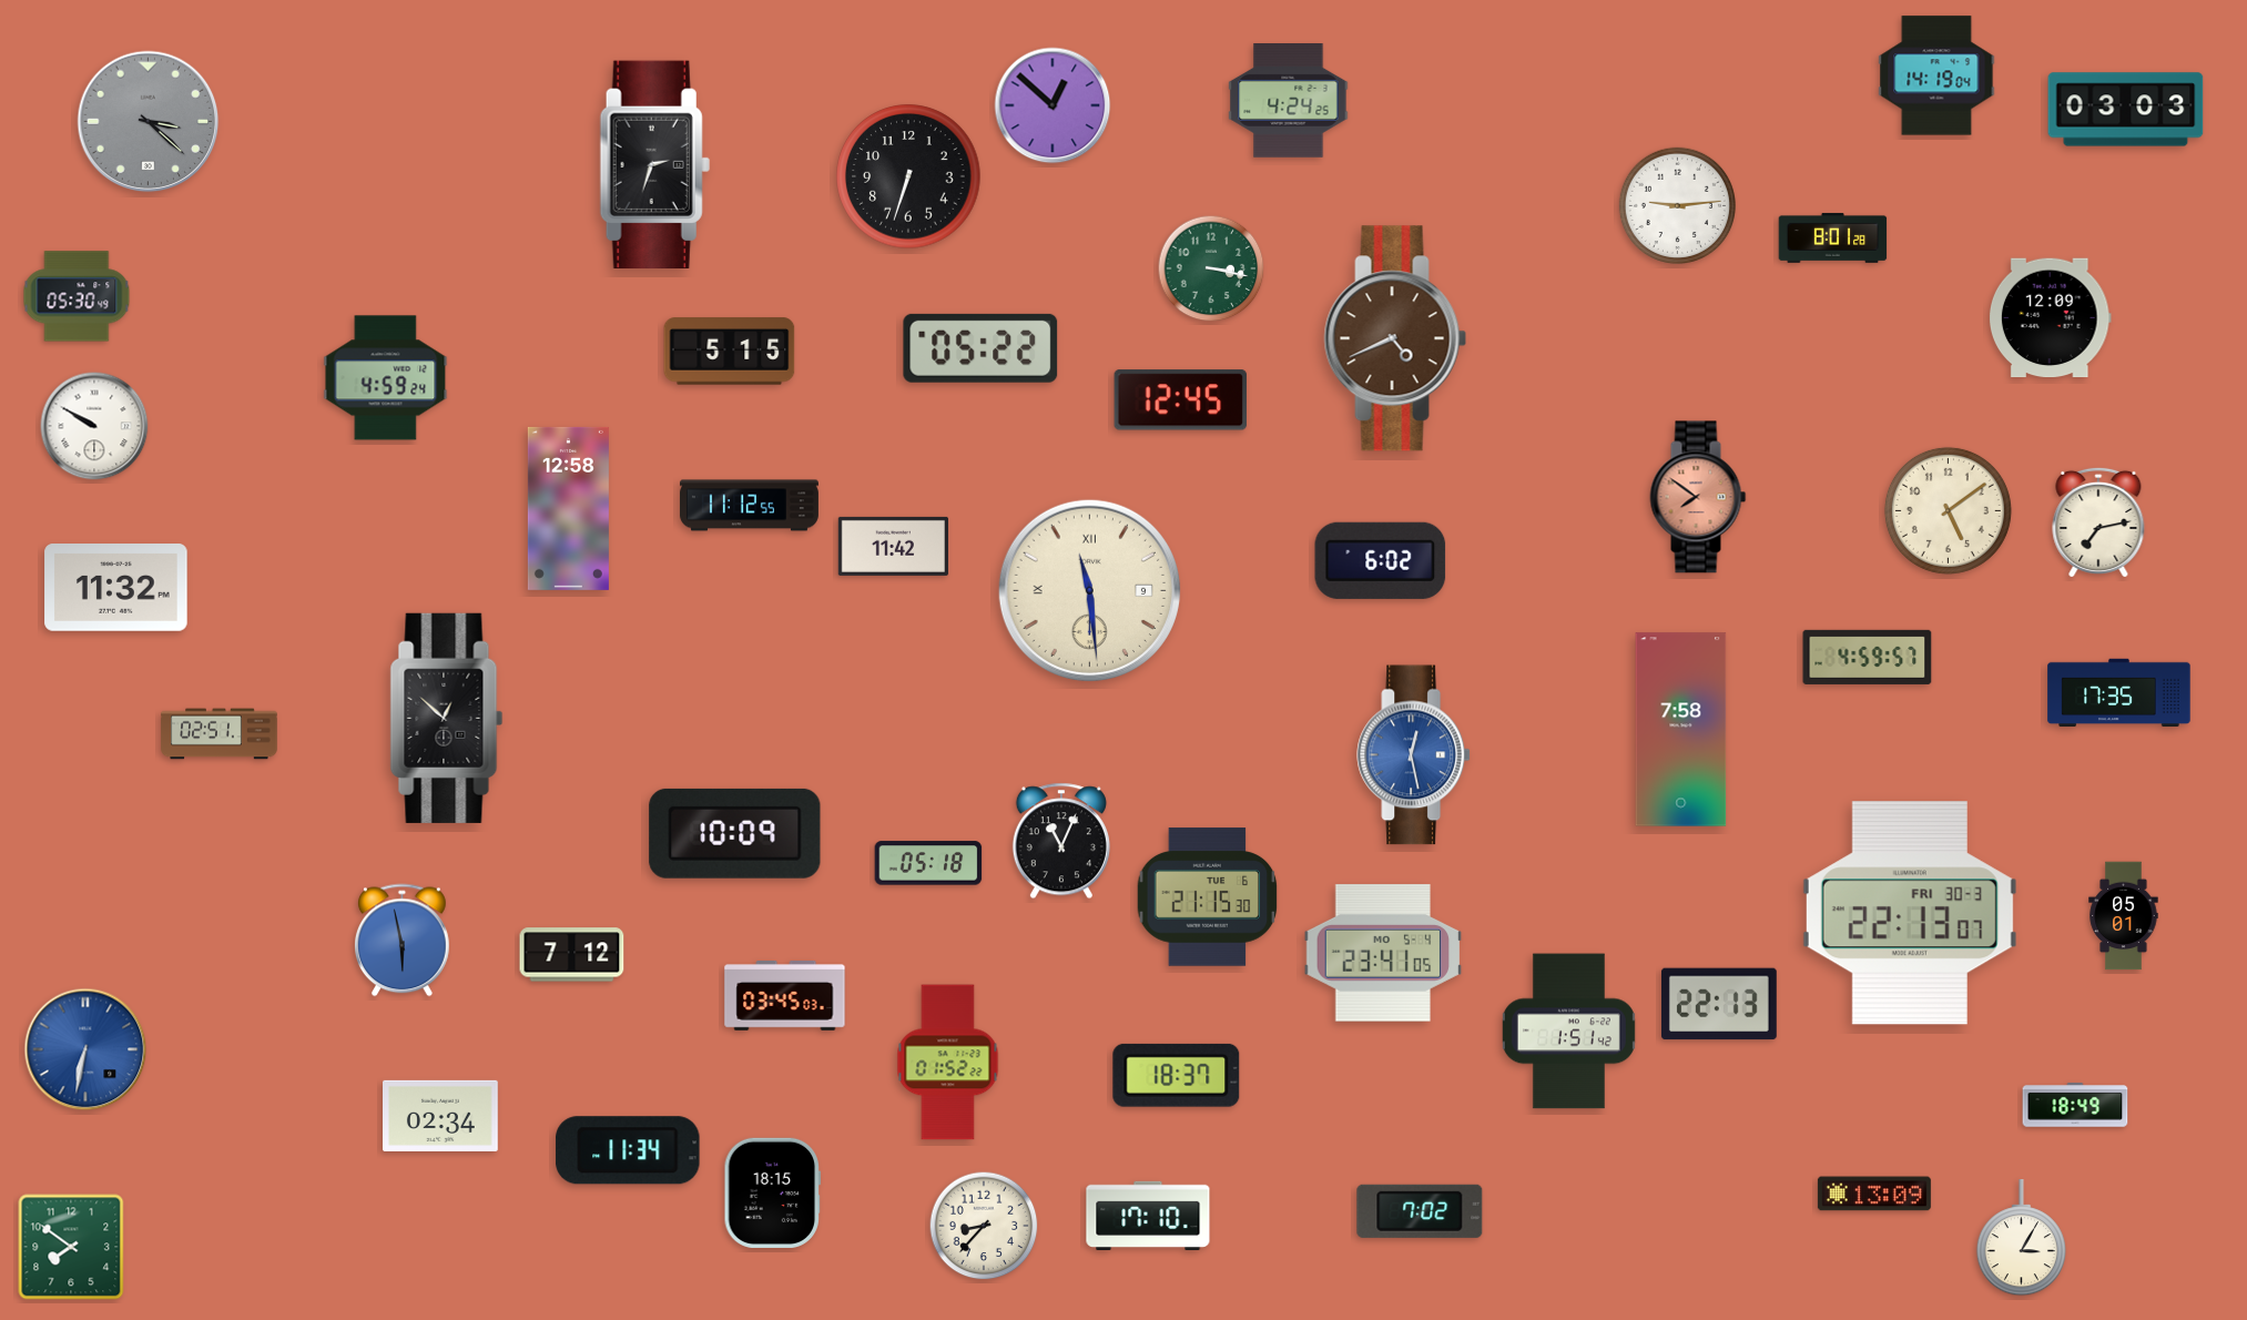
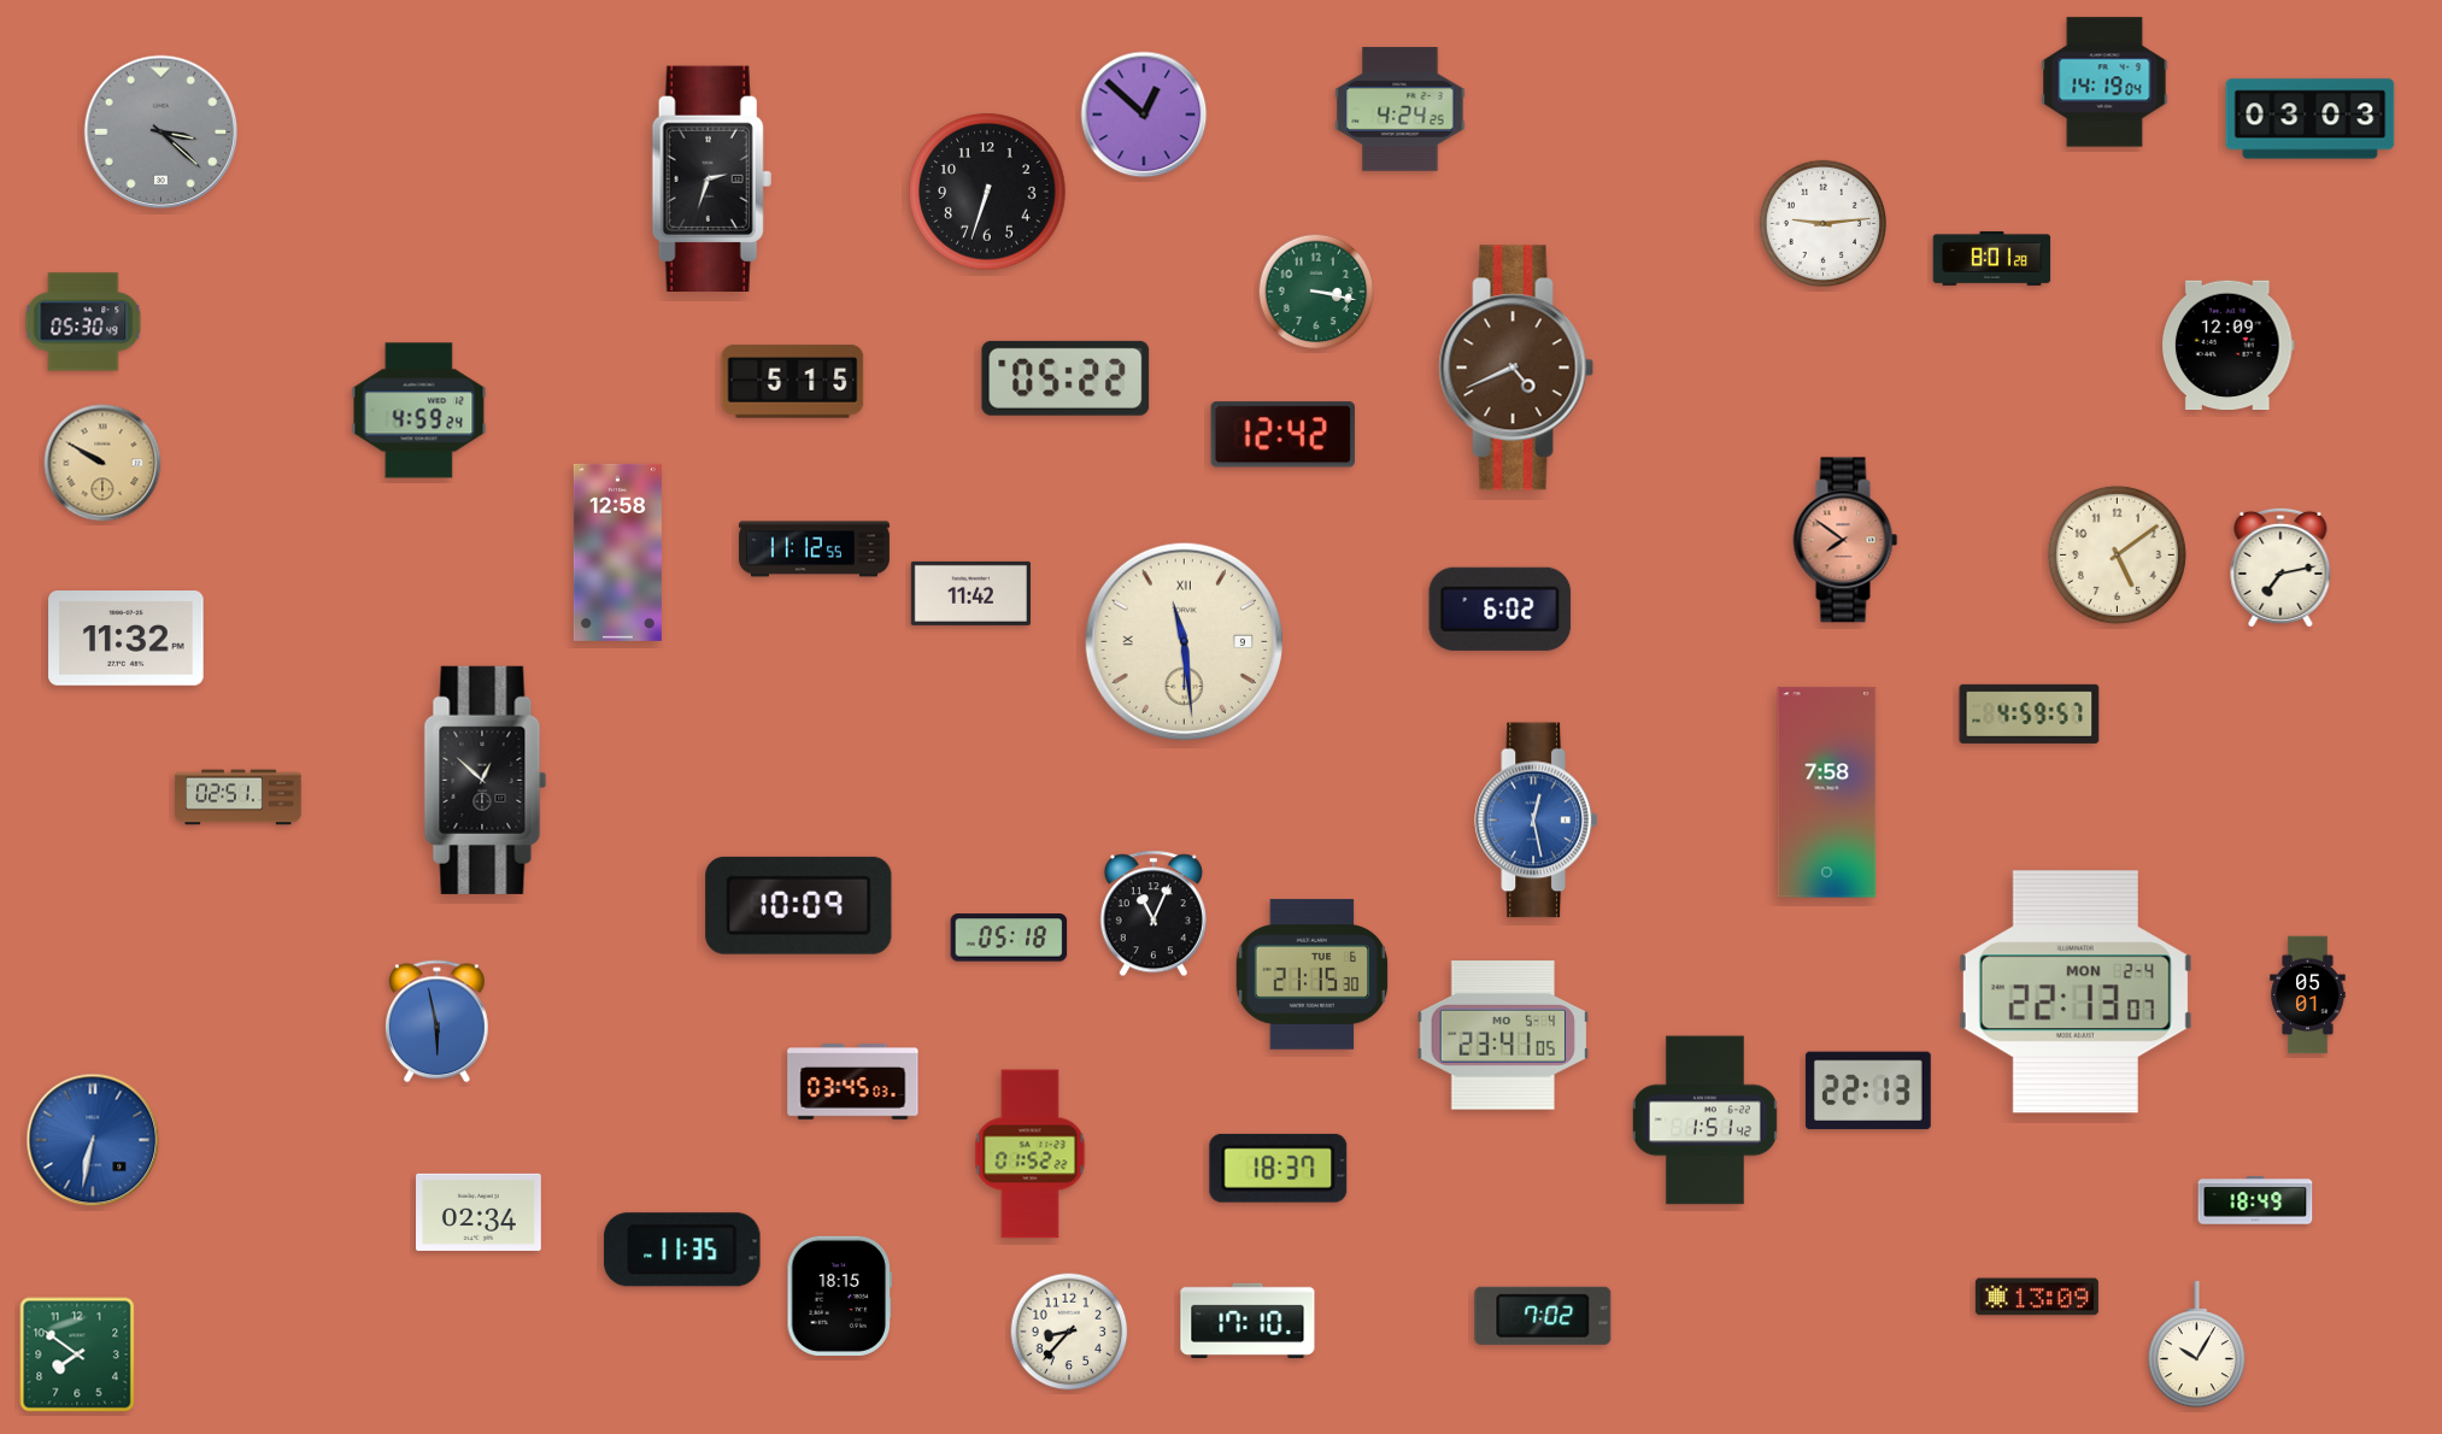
clock at (1180, 400): 12:45 -> 12:42
clock at (94, 426) dial: white -> champagne
clock at (2119, 693): 17:35 -> none
clock at (1910, 913) date: FRI 30-3 -> MON 2-4
clock at (572, 955): 7:12 -> none
clock at (628, 1150): 11:34 -> 11:35
clock at (2021, 1238): 3:05 -> 10:05
